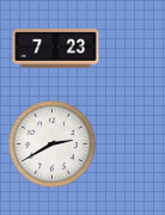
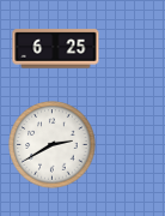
clock at (56, 49): 7:23 -> 6:25
